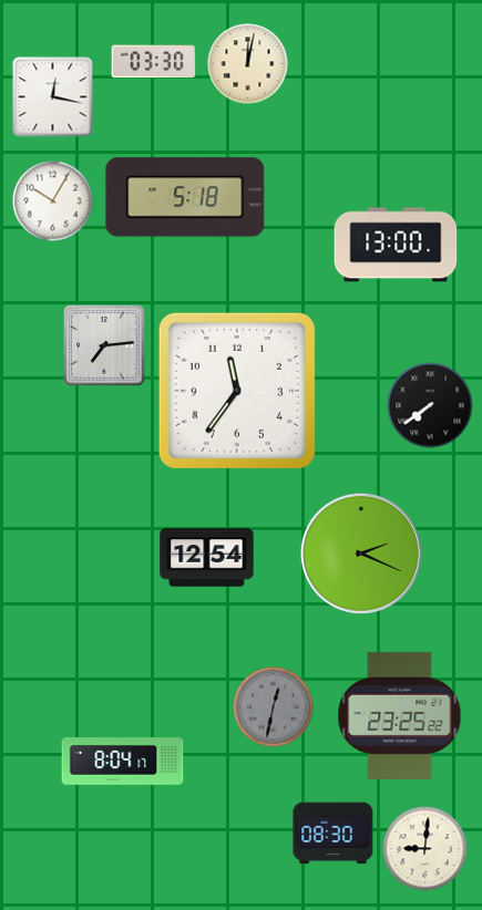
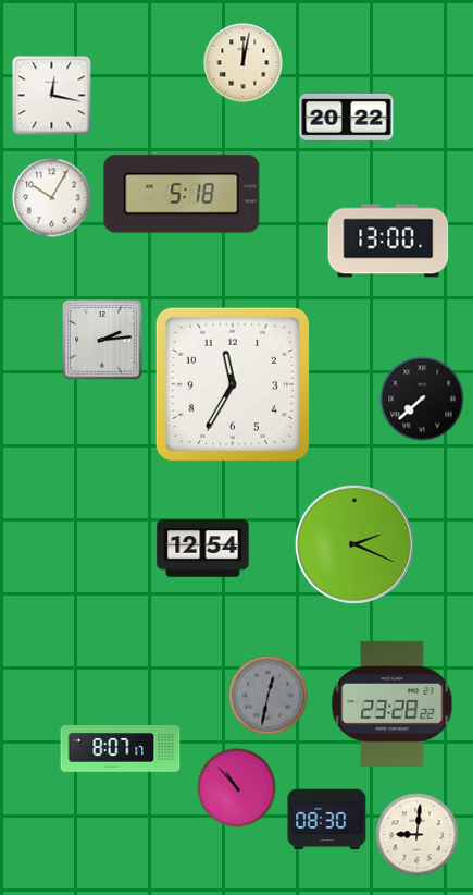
clock at (154, 62): 03:30 -> none
clock at (347, 117): none -> 20:22
clock at (104, 345): 7:14 -> 2:14
clock at (237, 391): 11:36 -> 11:35
clock at (430, 405): 7:39 -> 7:38
clock at (400, 715): 23:25 -> 23:28
clock at (123, 762): 8:04 -> 8:07
clock at (237, 788): none -> 10:53
